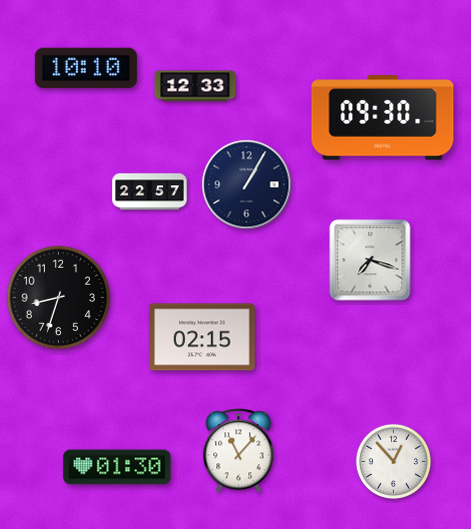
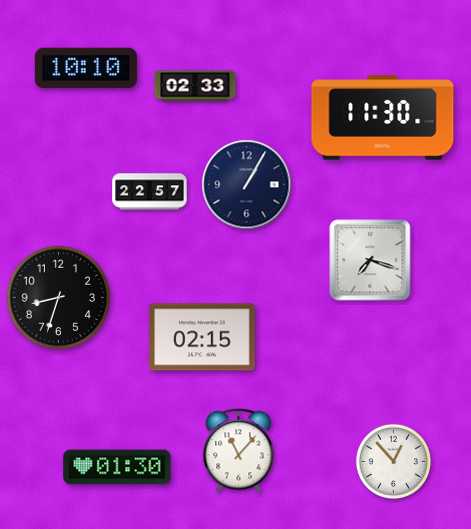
clock at (195, 86): 12:33 -> 02:33
clock at (383, 118): 09:30 -> 11:30
